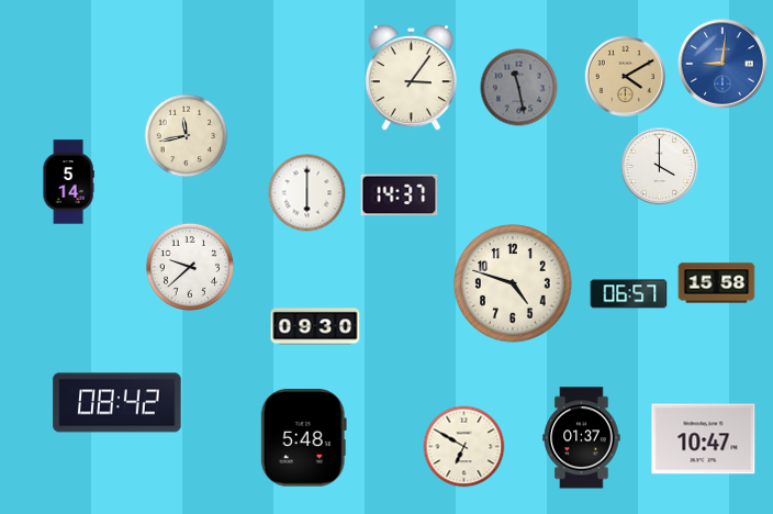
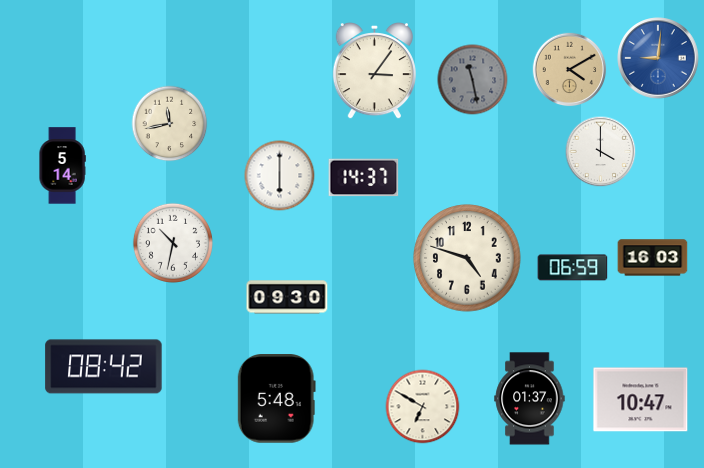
clock at (190, 267): 9:38 -> 10:32
clock at (717, 283): 15:58 -> 16:03
clock at (629, 294): 06:57 -> 06:59
clock at (117, 403) position: (117, 403) -> (104, 367)
